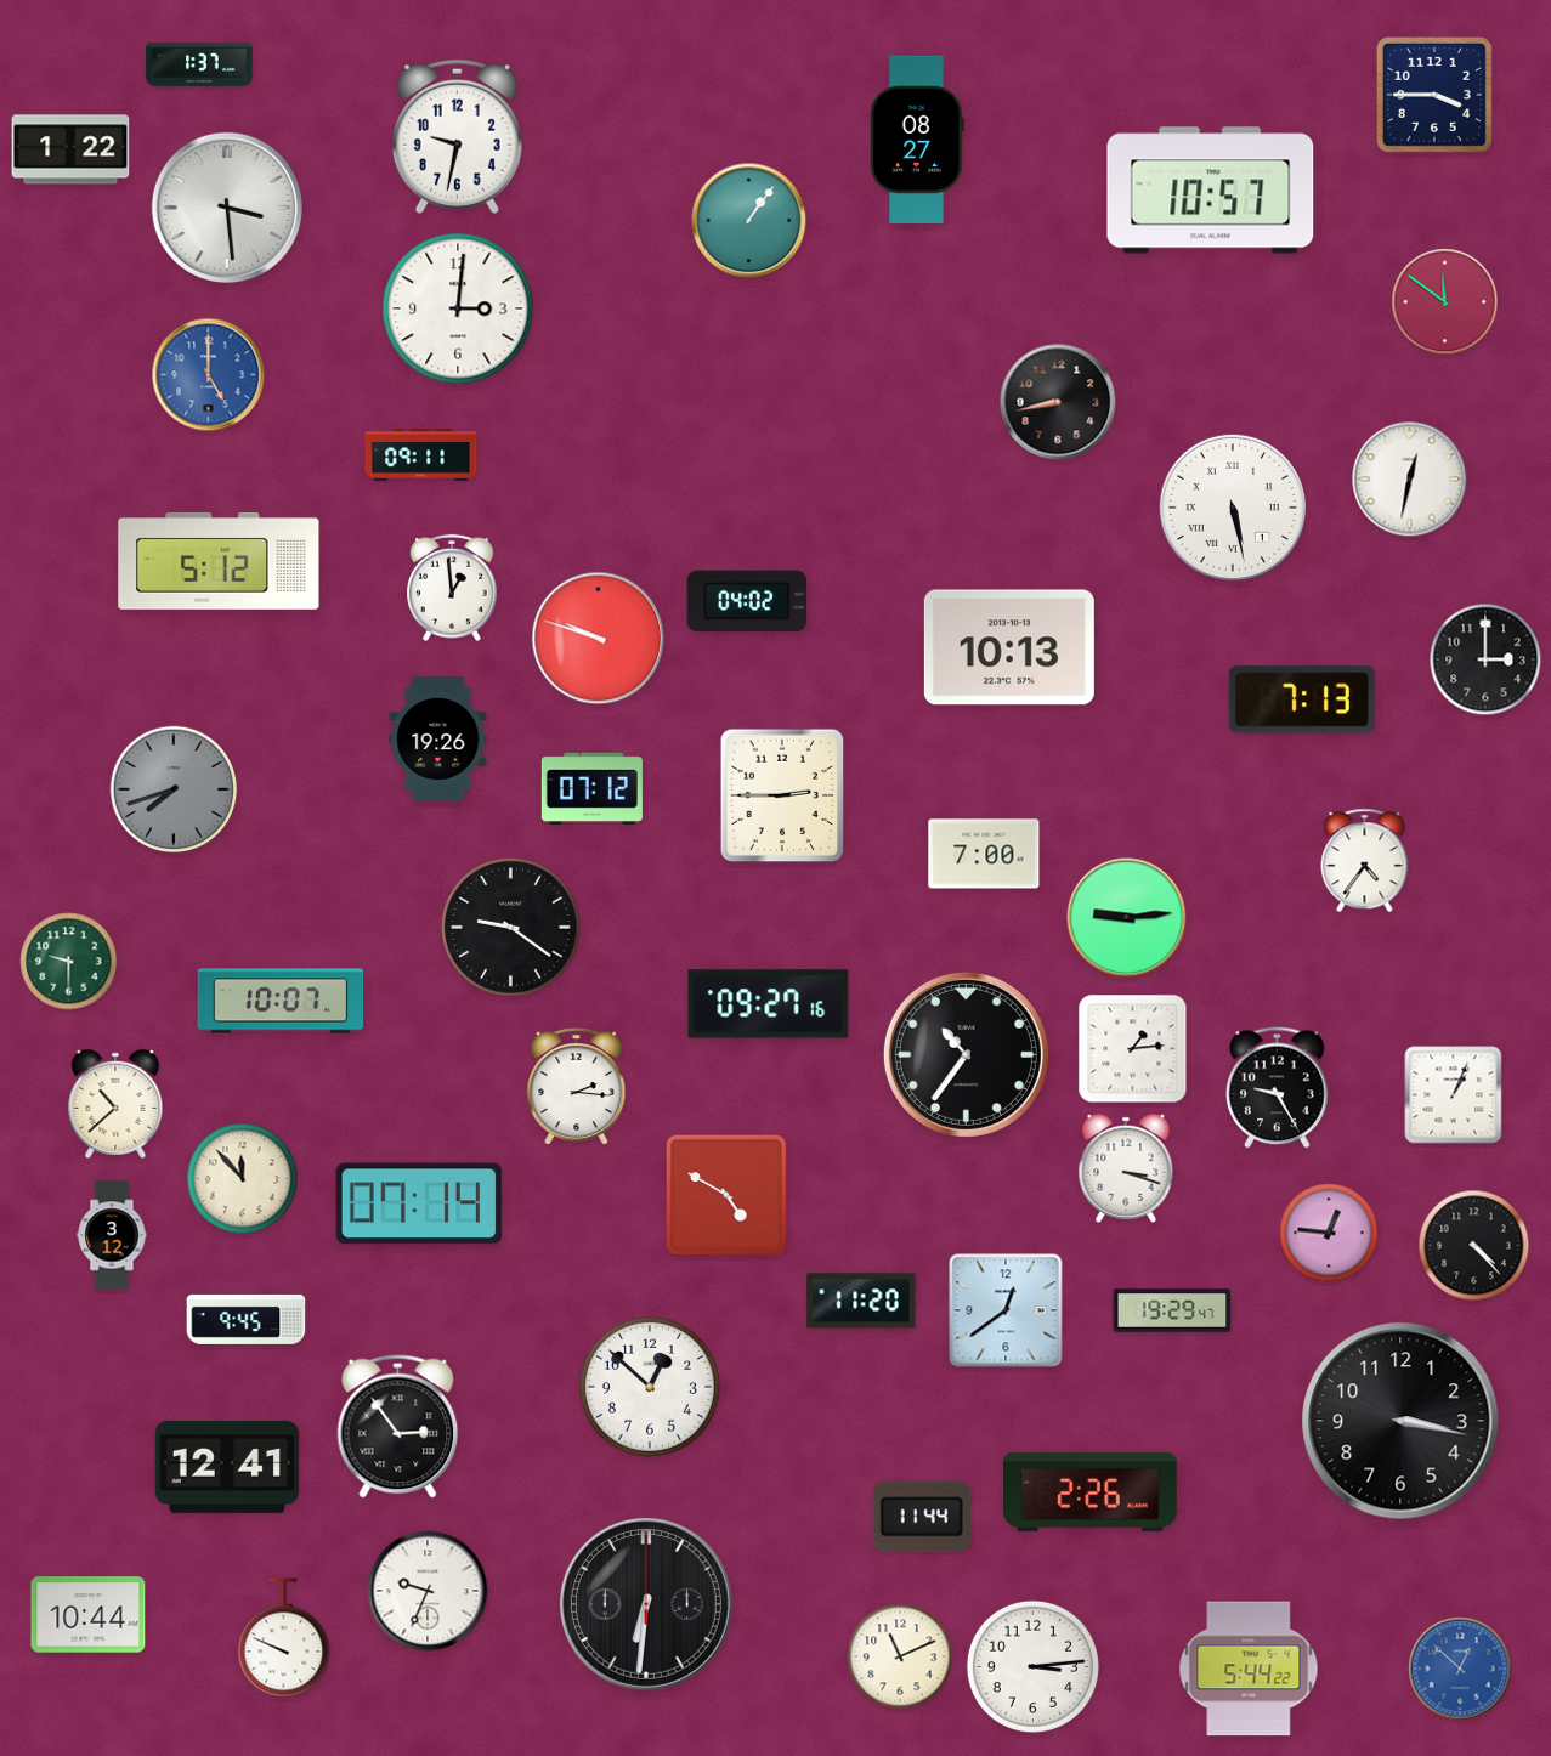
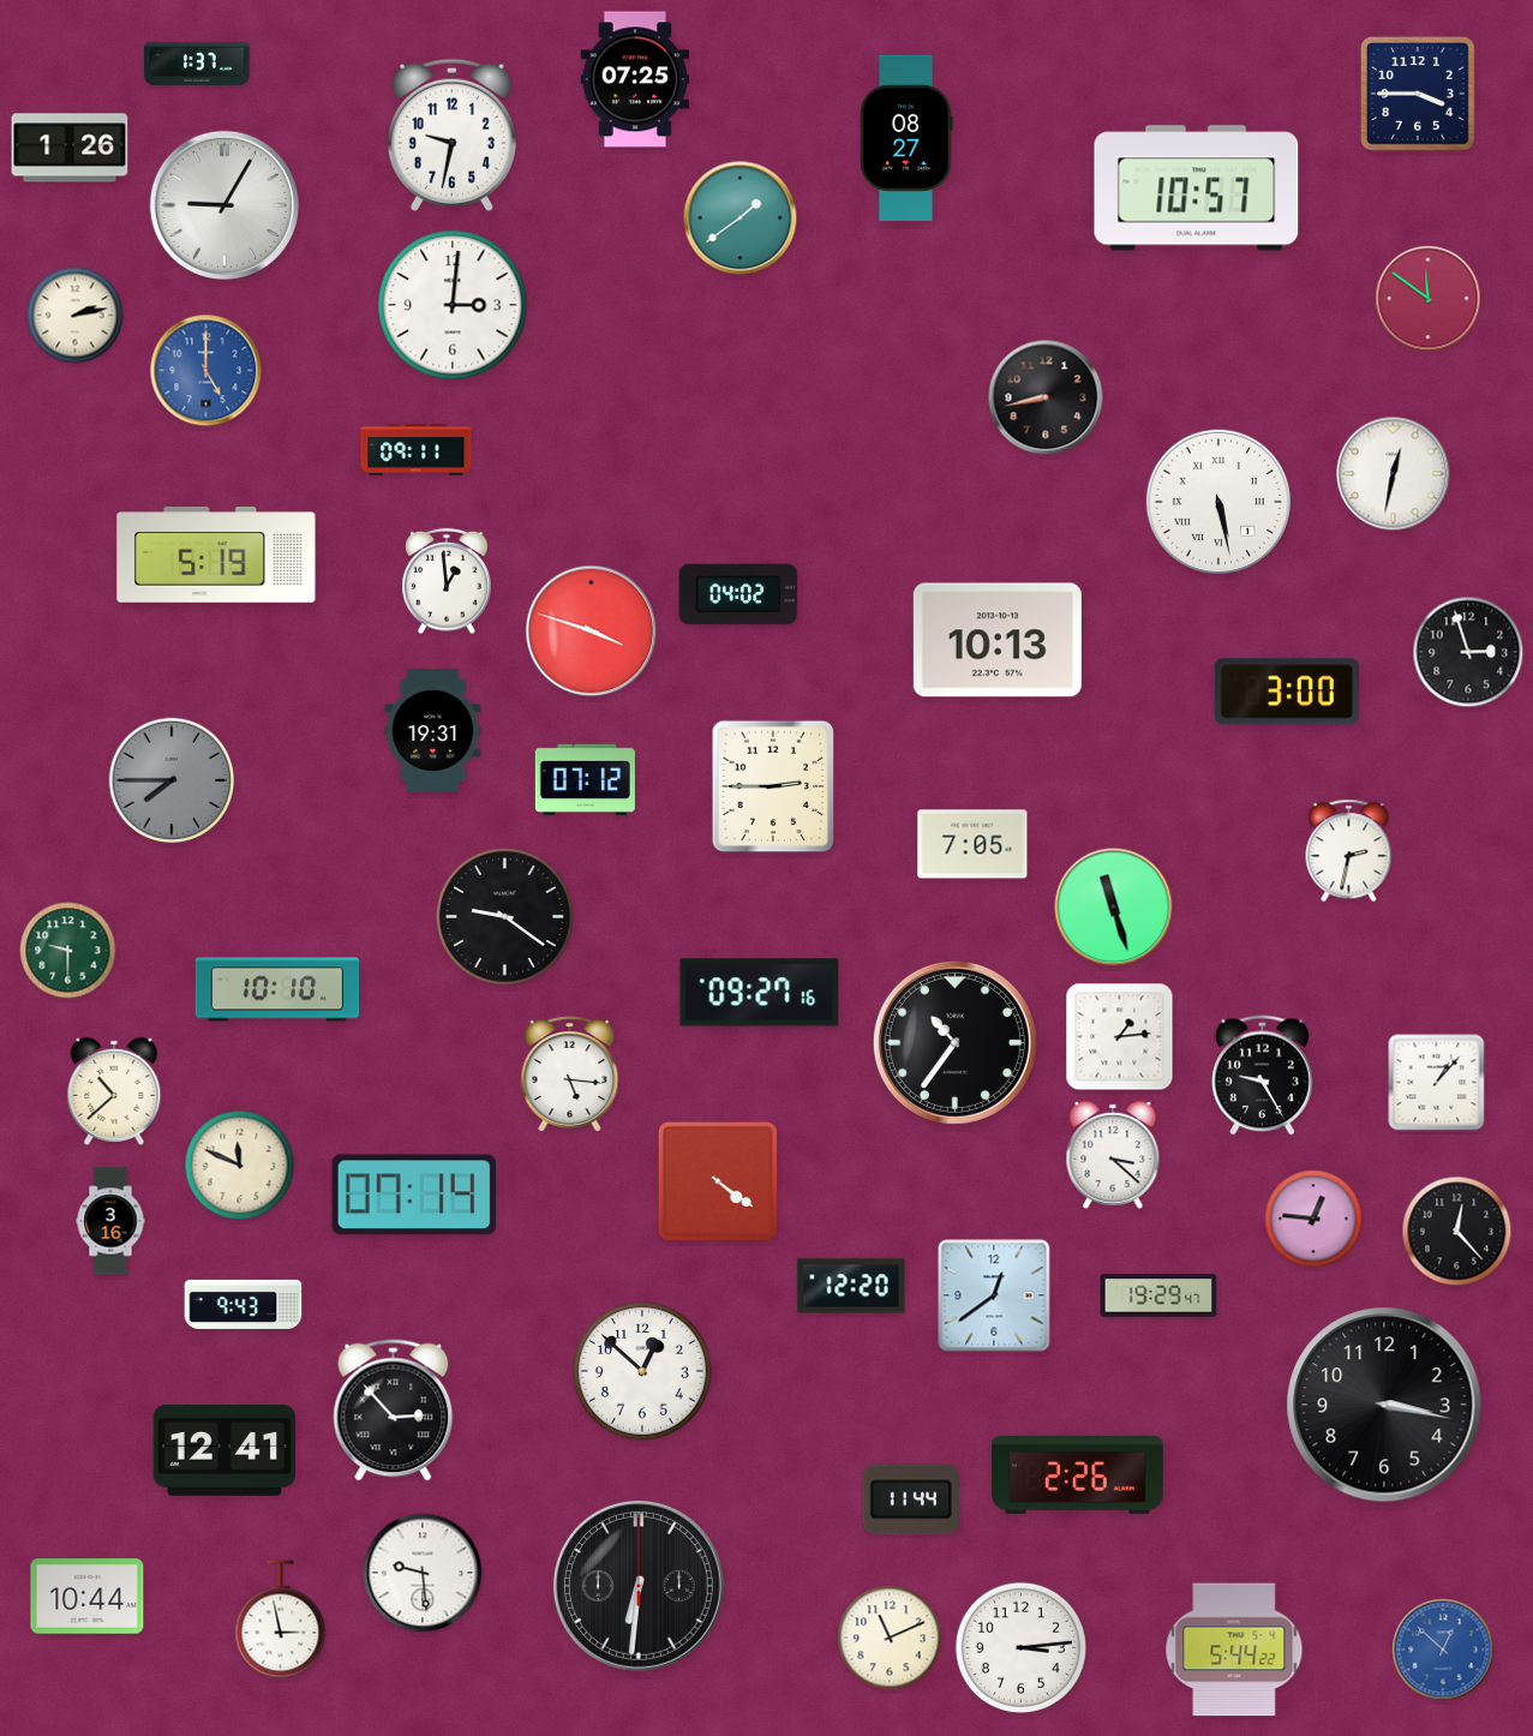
clock at (635, 79): none -> 07:25
clock at (70, 149): 1:22 -> 1:26
clock at (227, 208): 3:29 -> 9:05
clock at (749, 221): 1:06 -> 1:39
clock at (76, 316): none -> 2:13
clock at (219, 562): 5:12 -> 5:19
clock at (599, 639): 9:48 -> 3:48
clock at (1485, 659): 3:00 -> 2:57
clock at (1302, 699): 7:13 -> 3:00
clock at (438, 738): 19:26 -> 19:31
clock at (174, 789): 7:42 -> 7:45
clock at (984, 854): 7:00 -> 7:05
clock at (1365, 861): 4:36 -> 2:32
clock at (1127, 918): 9:14 -> 11:27
clock at (281, 1001): 10:07 -> 10:10
clock at (577, 1087): 2:16 -> 5:16
clock at (1454, 1095): 1:04 -> 1:07
clock at (1126, 1168): 3:18 -> 3:22
clock at (243, 1179): 11:53 -> 11:49
clock at (726, 1195): 4:50 -> 4:21
clock at (418, 1203) position: (418, 1203) -> (413, 1195)
clock at (112, 1235): 3:12 -> 3:16
clock at (1474, 1246): 4:23 -> 12:23
clock at (861, 1301): 11:20 -> 12:20
clock at (247, 1319): 9:45 -> 9:43
clock at (398, 1427): 2:54 -> 2:53
clock at (428, 1591): 9:34 -> 9:29
clock at (284, 1638): 9:49 -> 2:58
